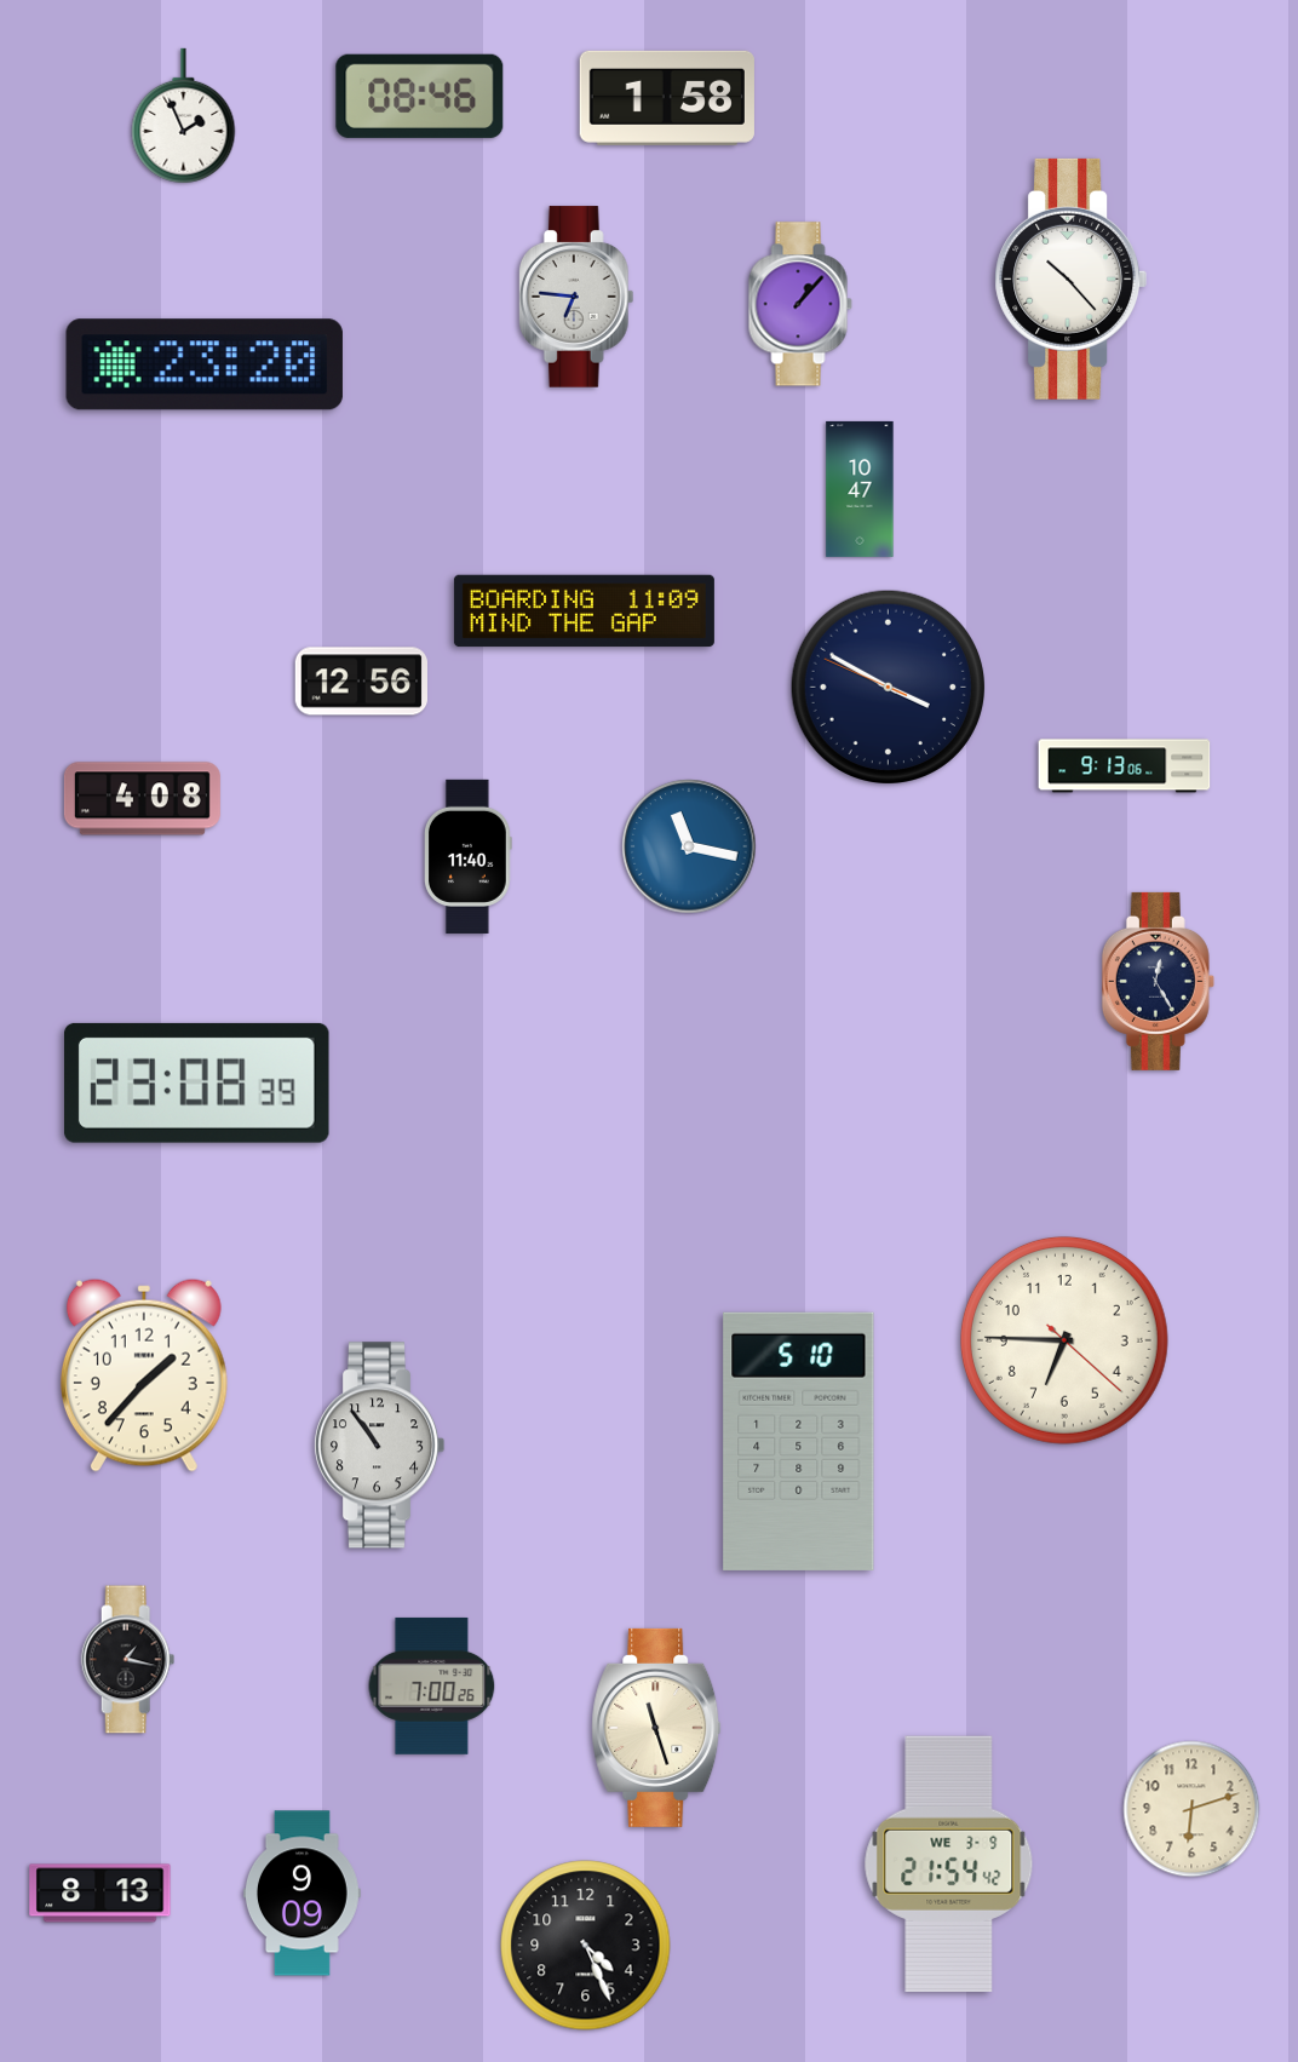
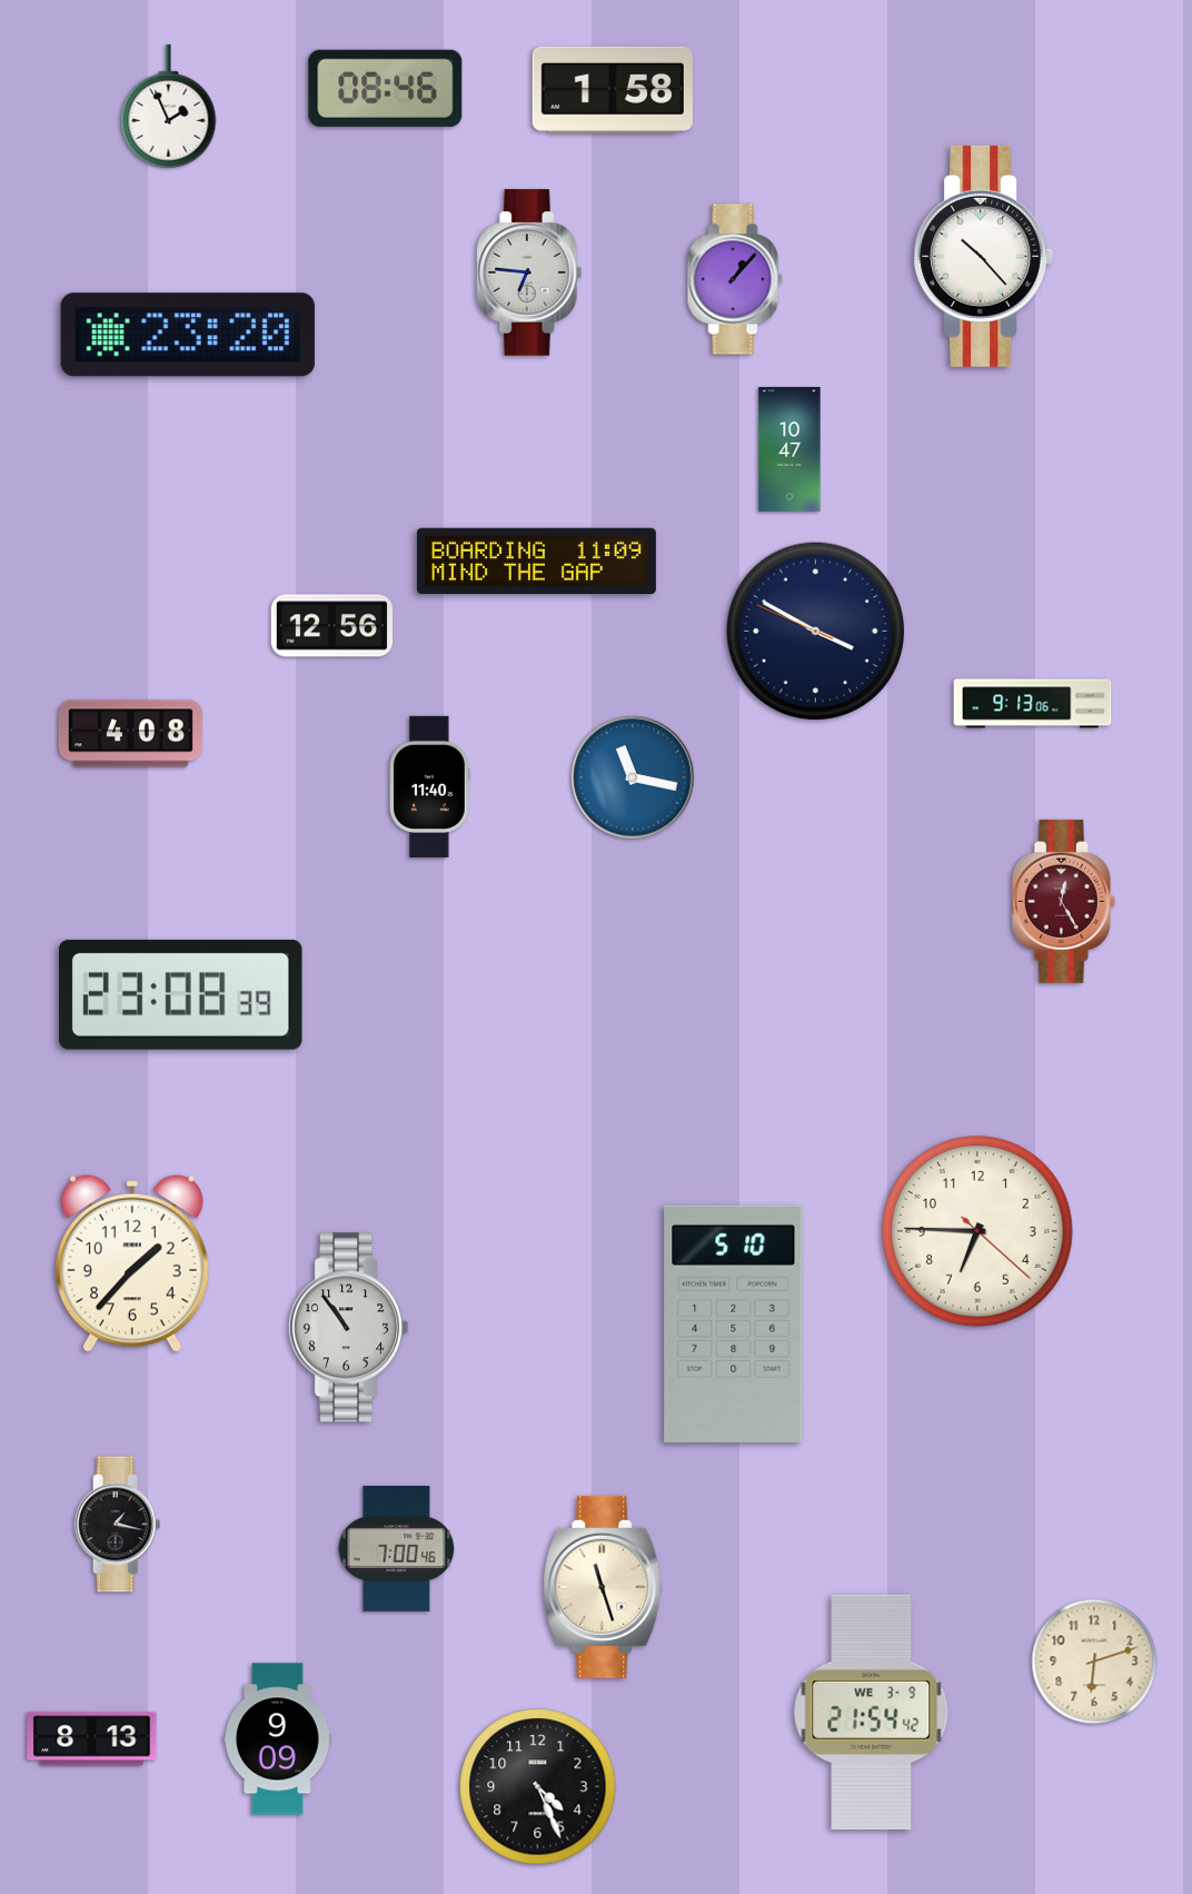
clock at (1158, 981) dial: navy -> burgundy
clock at (432, 1685): 7:00:26 -> 7:00:46
